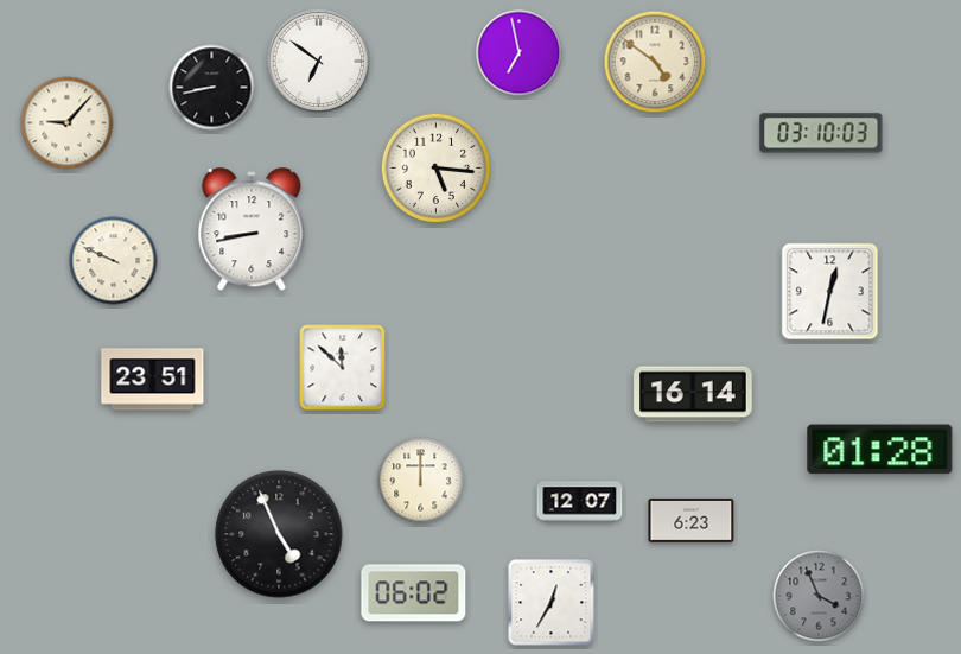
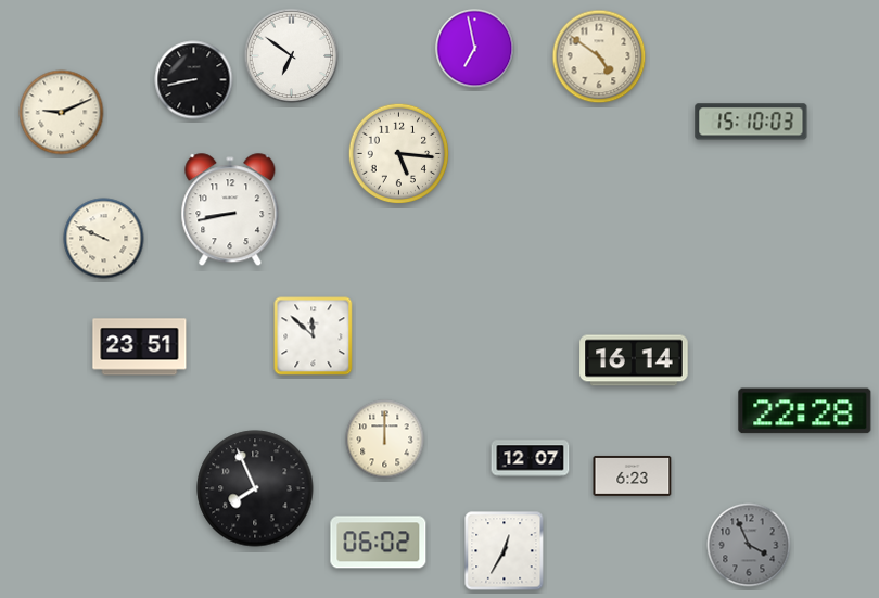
clock at (68, 123): 9:07 -> 9:11
clock at (821, 133): 03:10 -> 15:10
clock at (830, 292): 12:32 -> none
clock at (880, 450): 01:28 -> 22:28
clock at (279, 534): 4:56 -> 7:56
